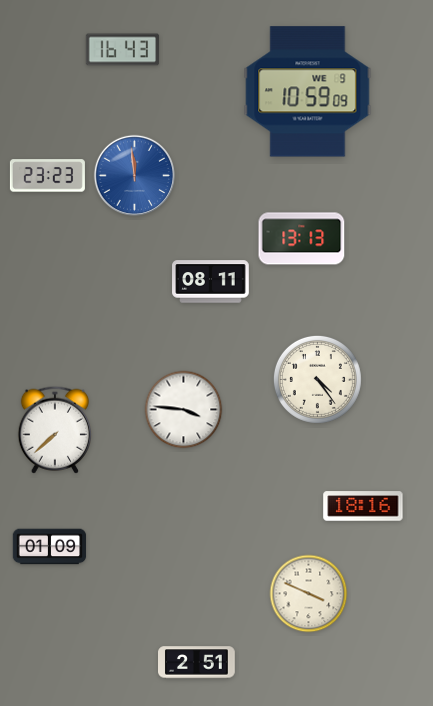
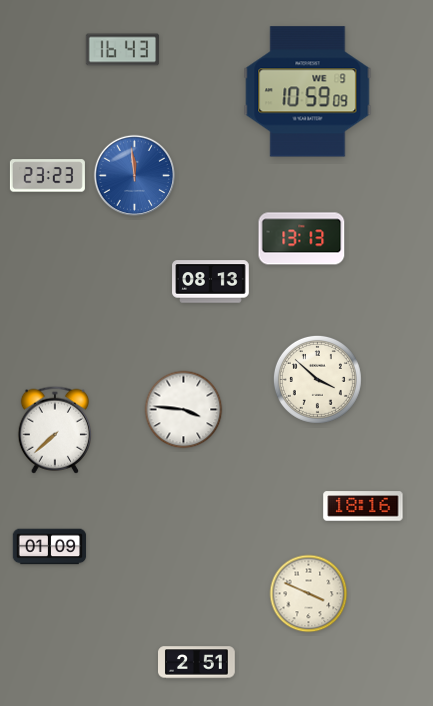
clock at (211, 282): 08:11 -> 08:13
clock at (317, 379): 4:24 -> 3:52
